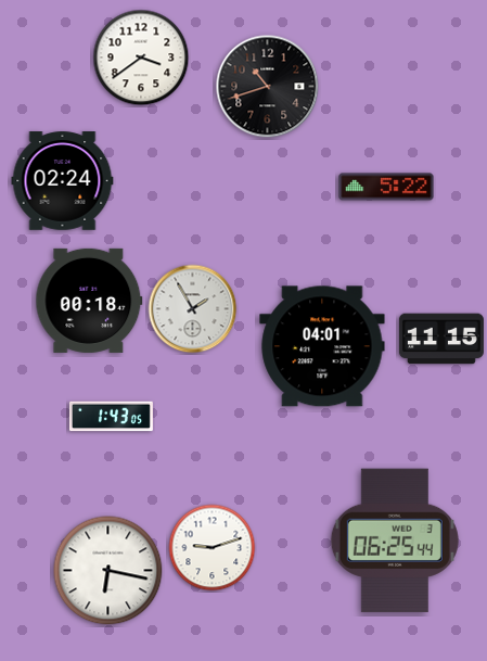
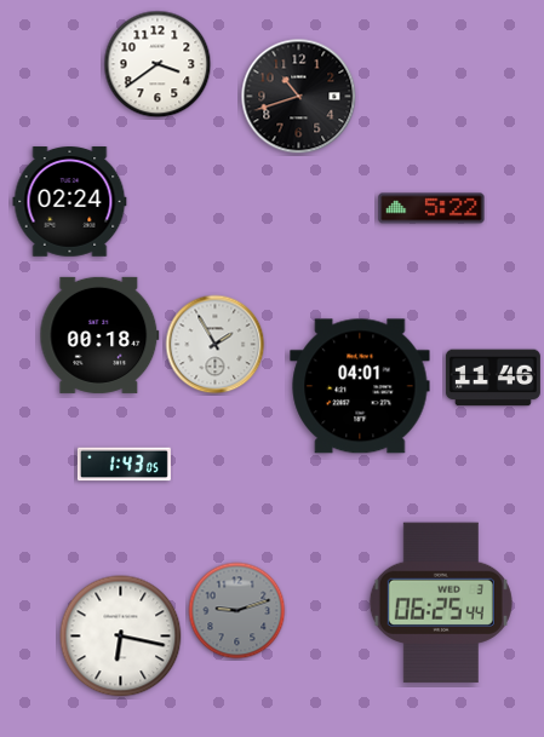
clock at (441, 339): 11:15 -> 11:46
clock at (213, 548) dial: white -> grey
